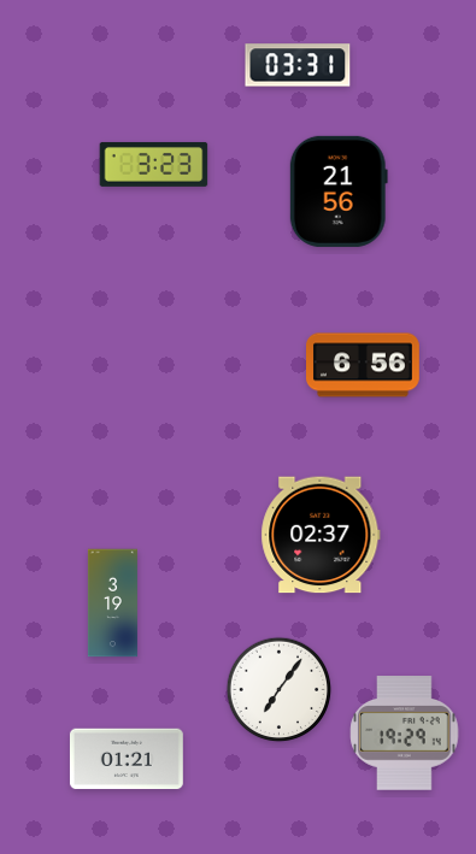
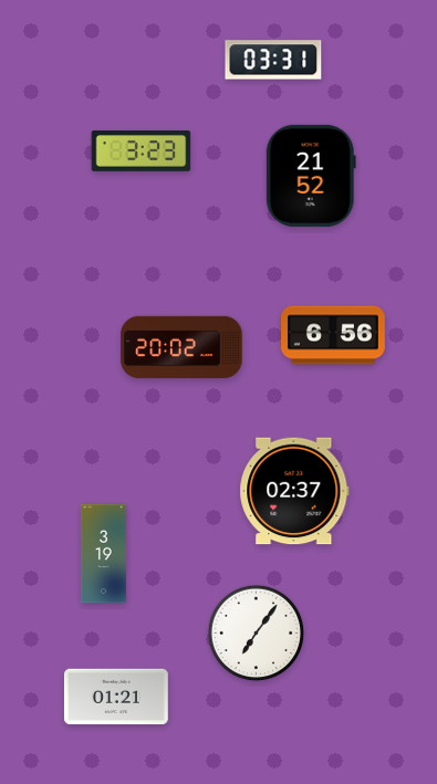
clock at (339, 192): 21:56 -> 21:52
clock at (181, 347): none -> 20:02
clock at (405, 734): 19:29 -> none
